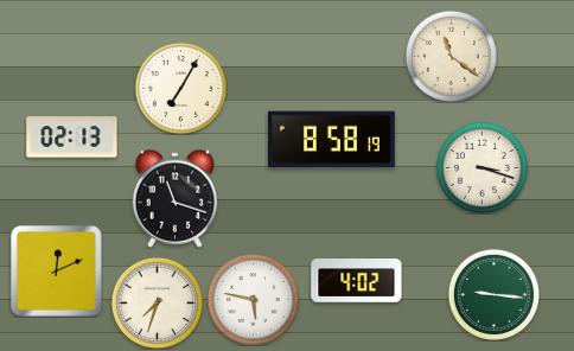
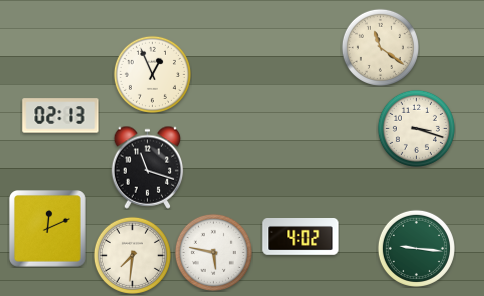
clock at (180, 88): 7:05 -> 12:56
clock at (331, 140): 8:58 -> none
clock at (481, 167) position: (481, 167) -> (416, 128)
clock at (157, 302): 7:33 -> 7:31
